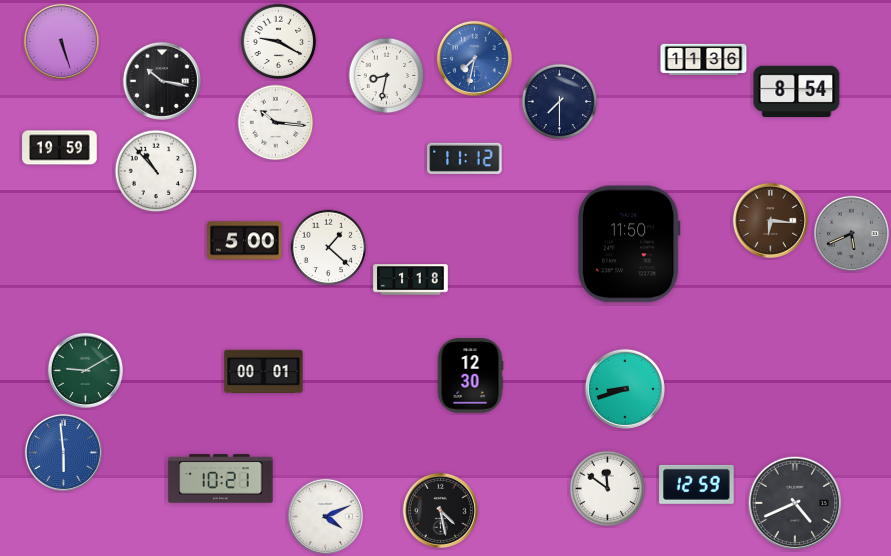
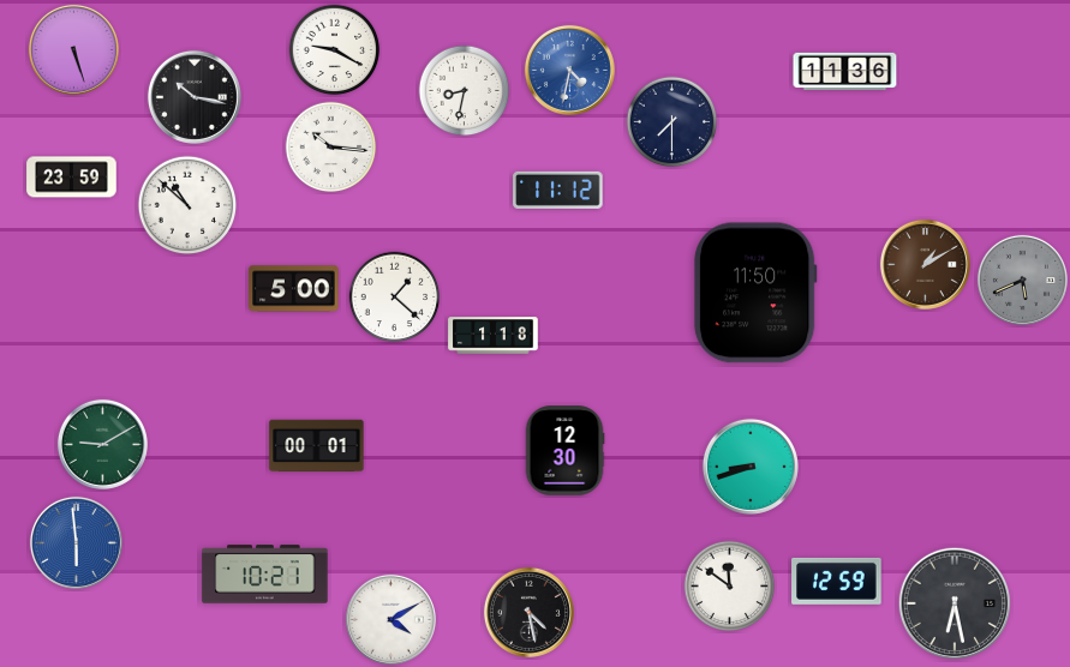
clock at (474, 58): 7:32 -> 4:32
clock at (797, 92): 8:54 -> none
clock at (60, 148): 19:59 -> 23:59
clock at (156, 171): 10:53 -> 10:52
clock at (770, 220): 6:16 -> 1:10
clock at (795, 503): 4:41 -> 6:28
clock at (325, 516): 4:11 -> 4:10
